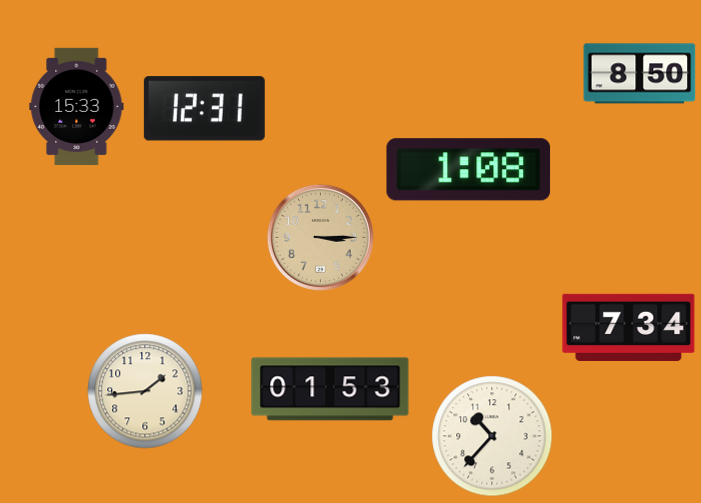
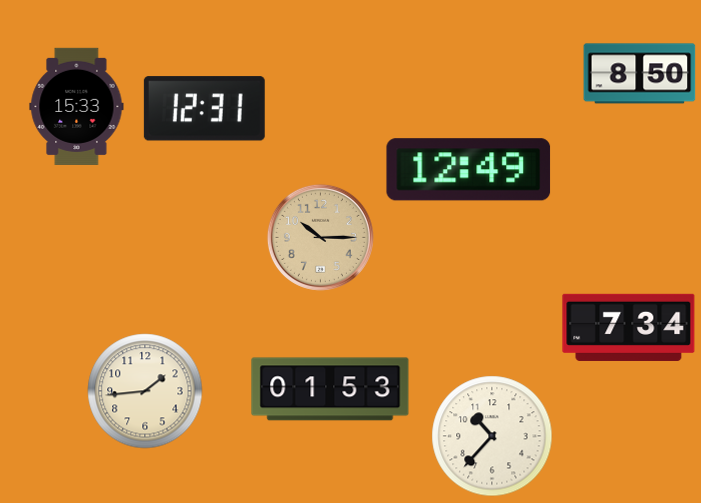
clock at (469, 170): 1:08 -> 12:49
clock at (320, 237): 3:15 -> 10:15
